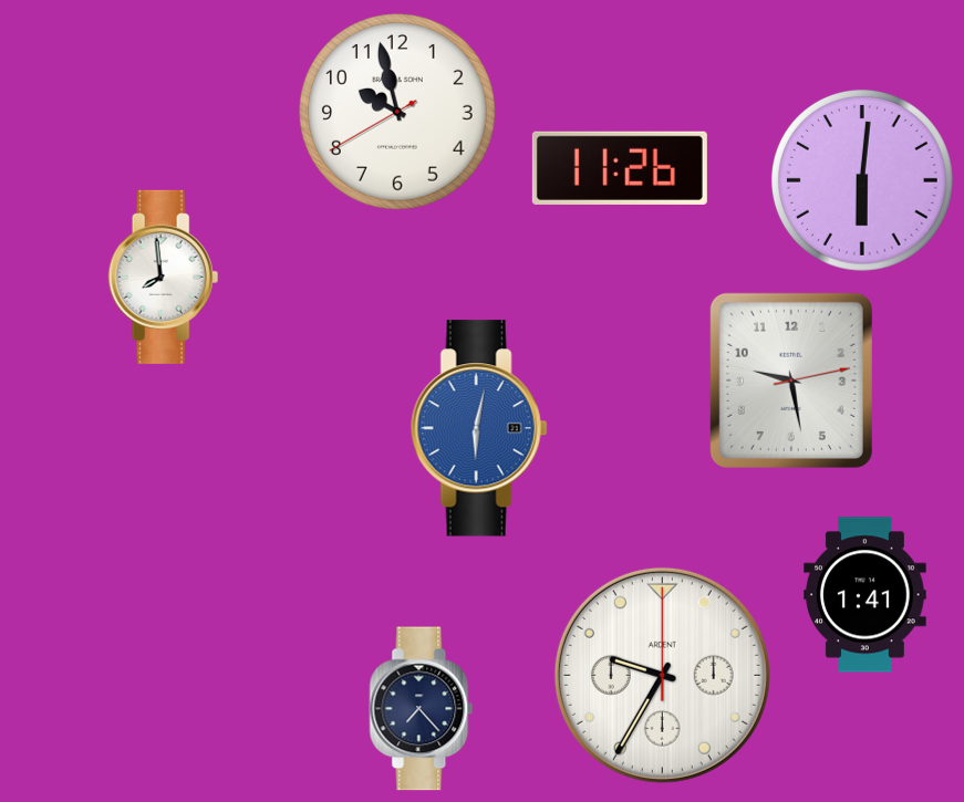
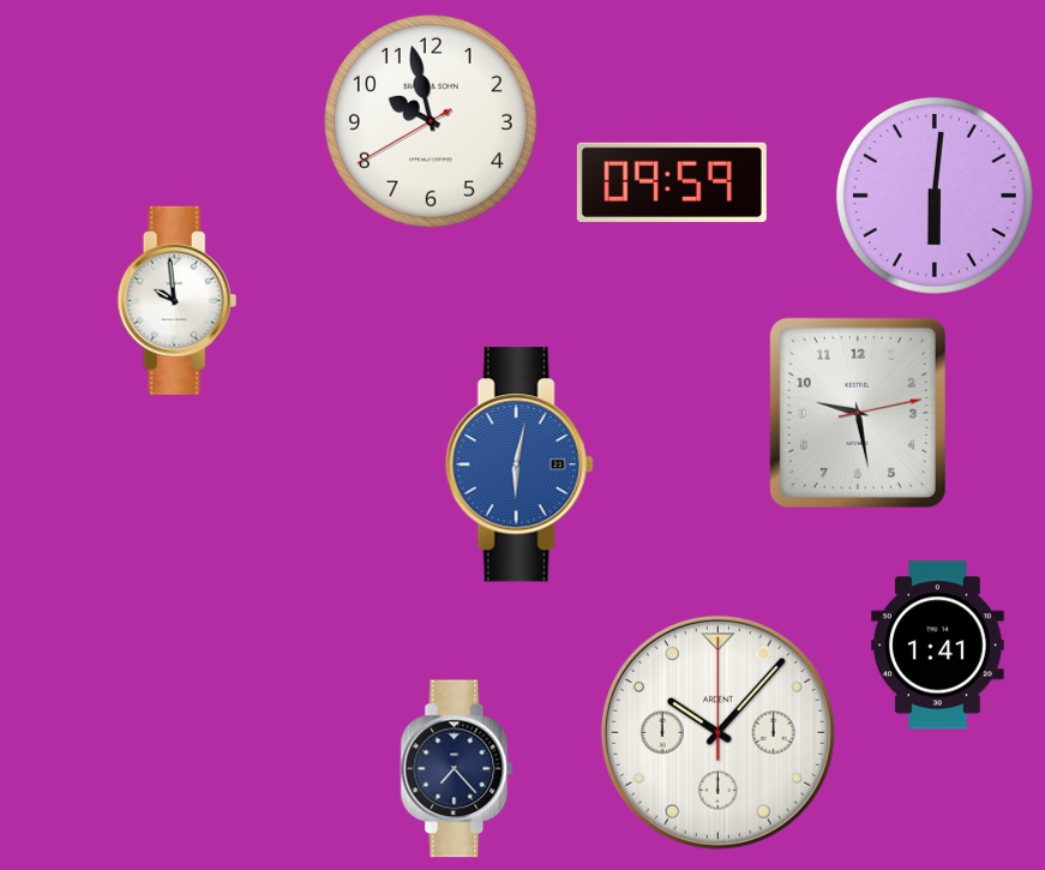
clock at (620, 168): 11:26 -> 09:59
clock at (164, 277): 7:59 -> 9:59
clock at (662, 675): 9:35 -> 10:07
